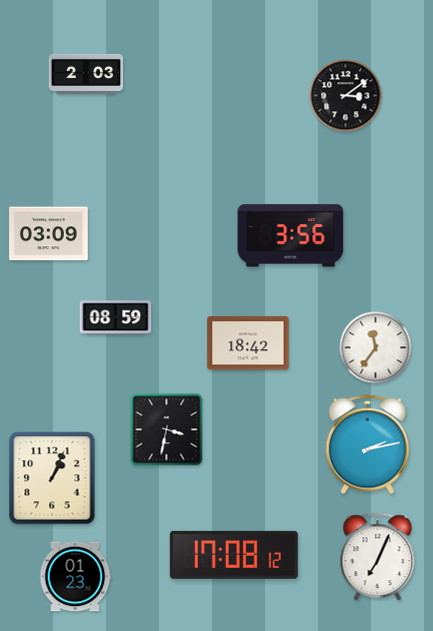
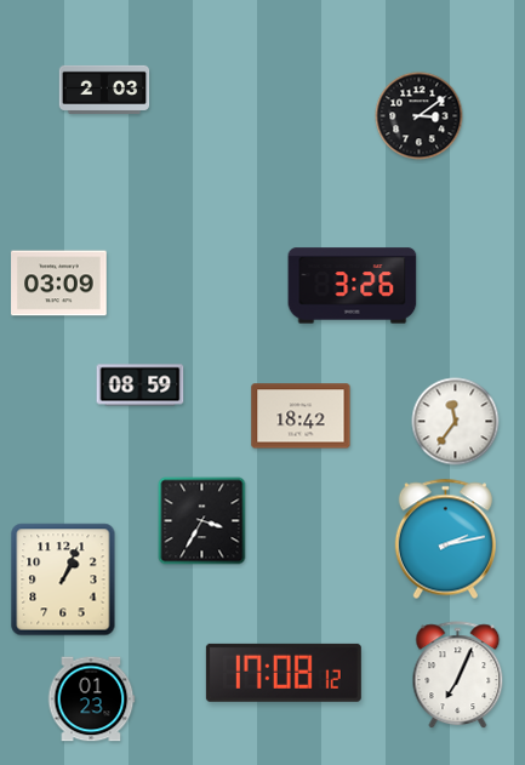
clock at (291, 236): 3:56 -> 3:26
clock at (167, 430): 3:32 -> 3:35
